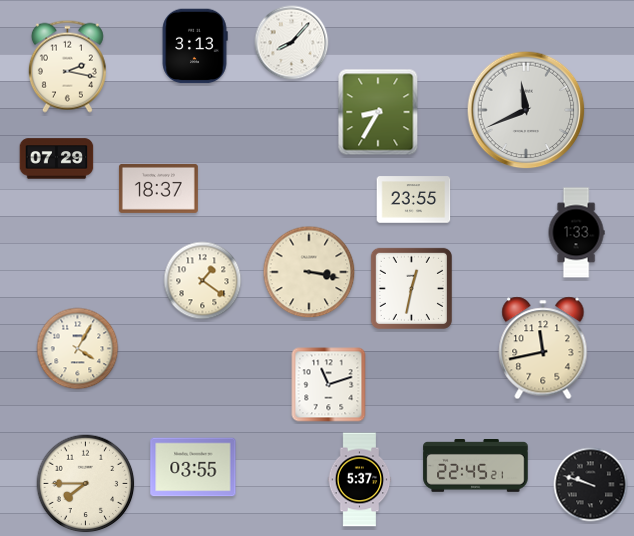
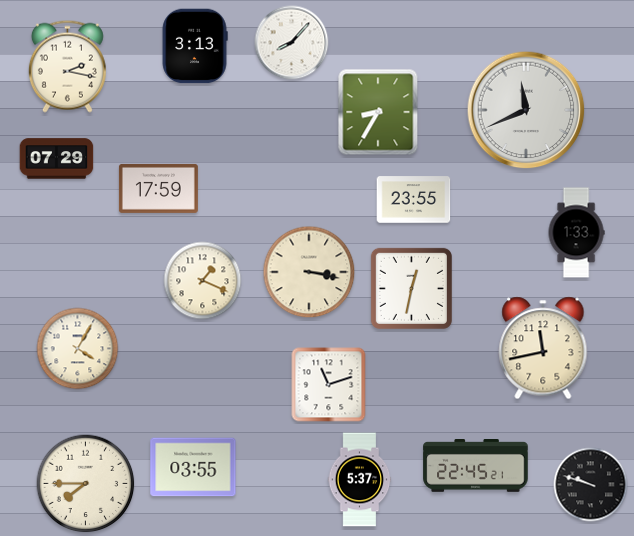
clock at (158, 188): 18:37 -> 17:59
clock at (203, 281): 1:21 -> 1:19
